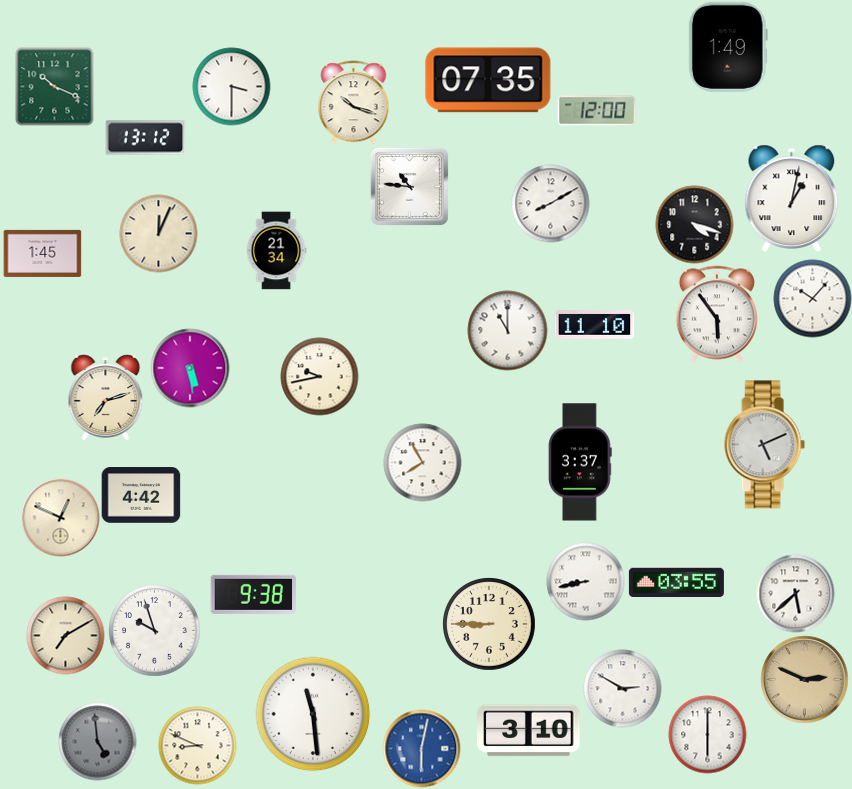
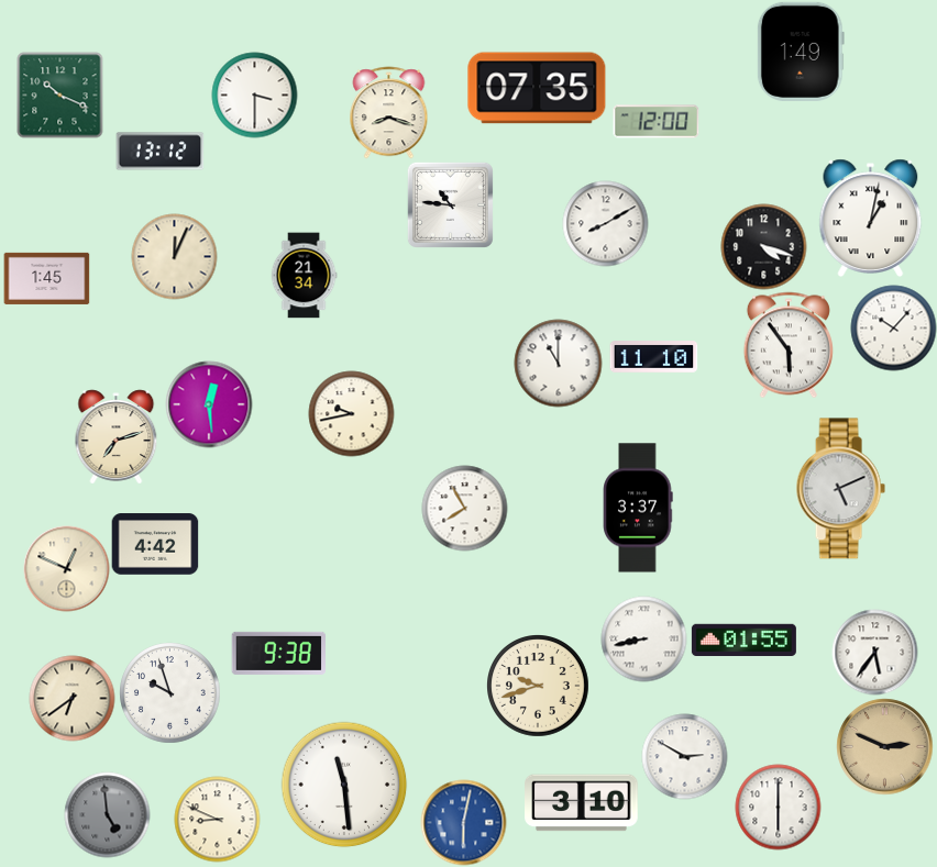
clock at (354, 102): 10:18 -> 8:18
clock at (190, 368): 5:29 -> 12:29
clock at (676, 583): 03:55 -> 01:55
clock at (795, 593): 5:38 -> 5:36
clock at (489, 624): 8:45 -> 9:42
clock at (65, 635): 7:10 -> 6:39
